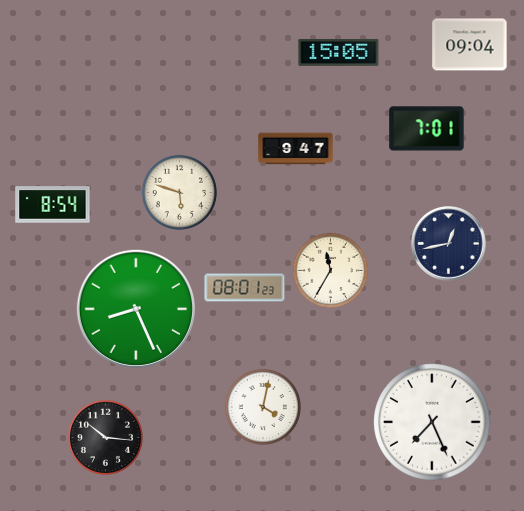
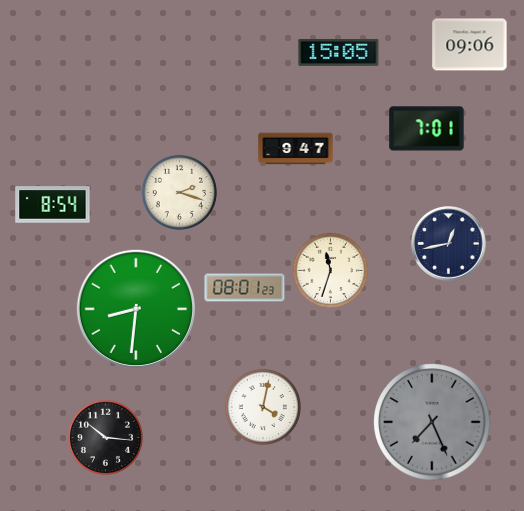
clock at (470, 45): 09:04 -> 09:06
clock at (179, 192): 5:48 -> 2:18
clock at (330, 270): 11:35 -> 11:33
clock at (136, 309): 8:26 -> 8:31
clock at (432, 422) dial: white -> grey
